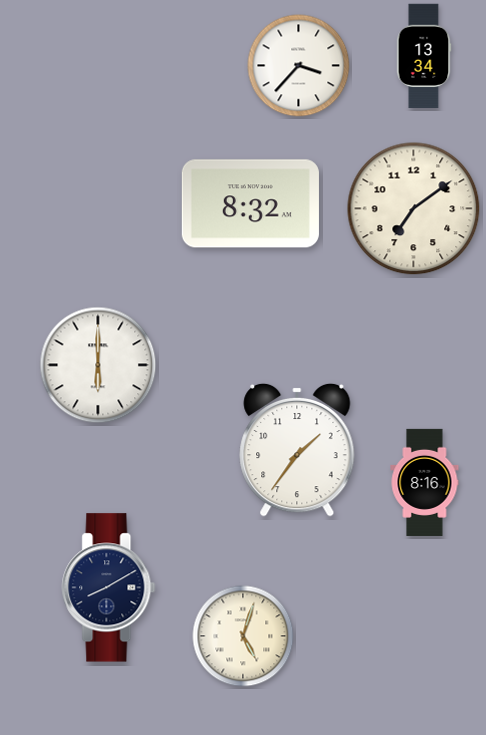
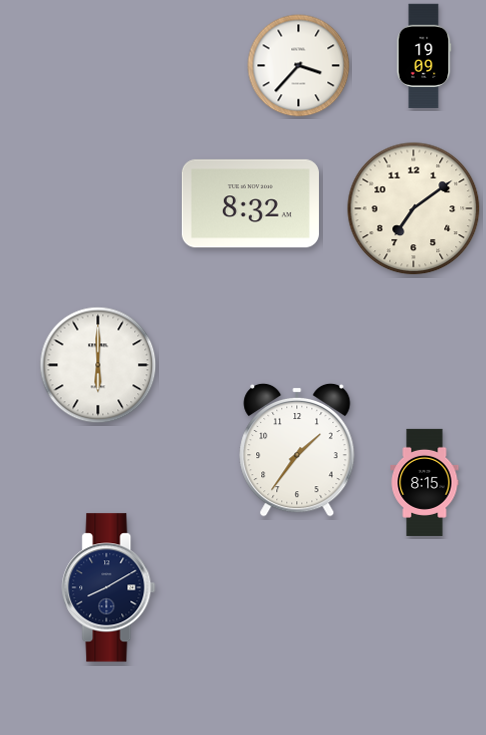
clock at (424, 56): 13:34 -> 19:09
clock at (425, 482): 8:16 -> 8:15
clock at (243, 636): 5:03 -> none
